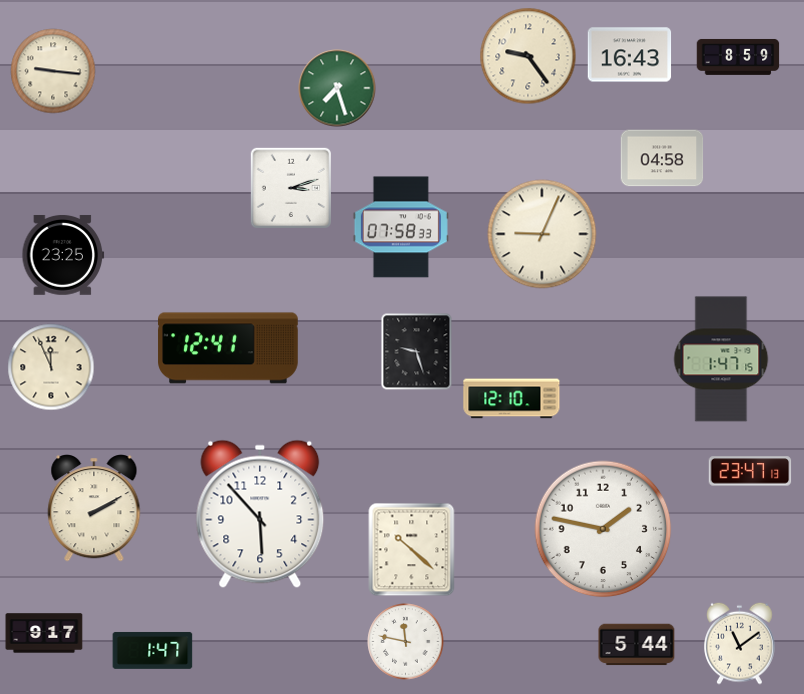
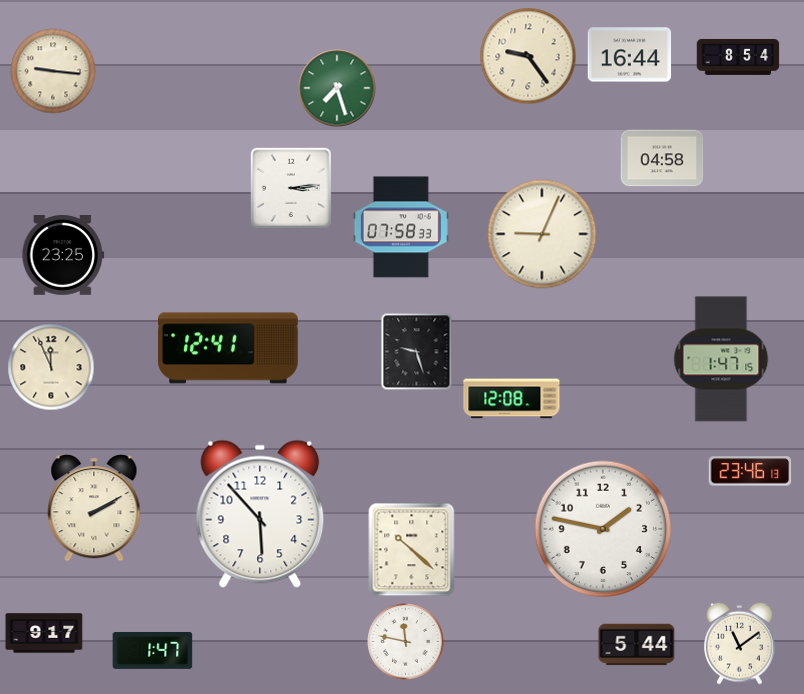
clock at (630, 55): 16:43 -> 16:44
clock at (738, 57): 8:59 -> 8:54
clock at (291, 188): 3:12 -> 3:14
clock at (512, 399): 12:10 -> 12:08
clock at (750, 471): 23:47 -> 23:46
